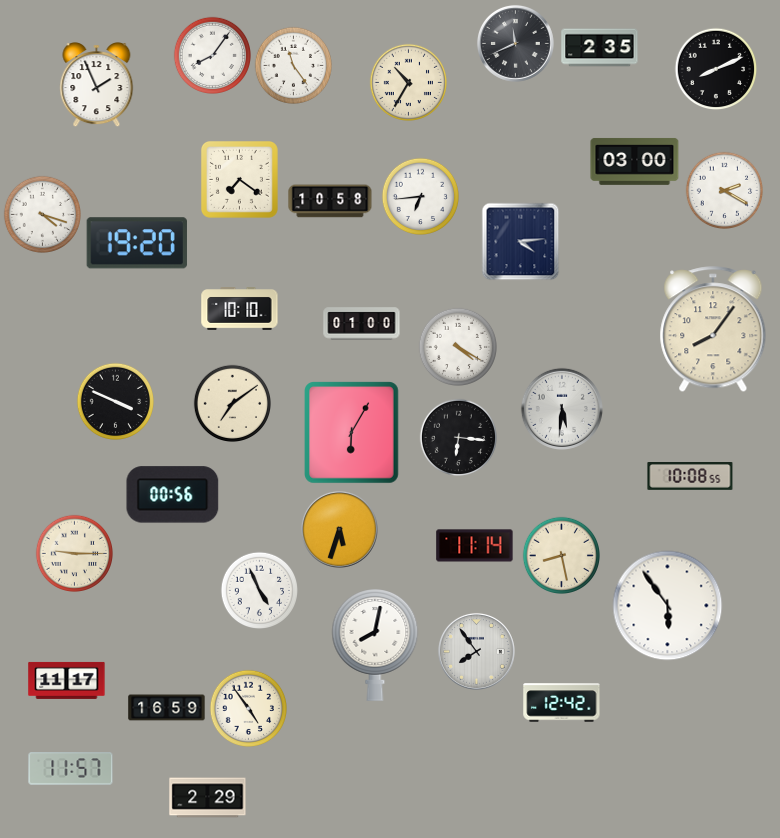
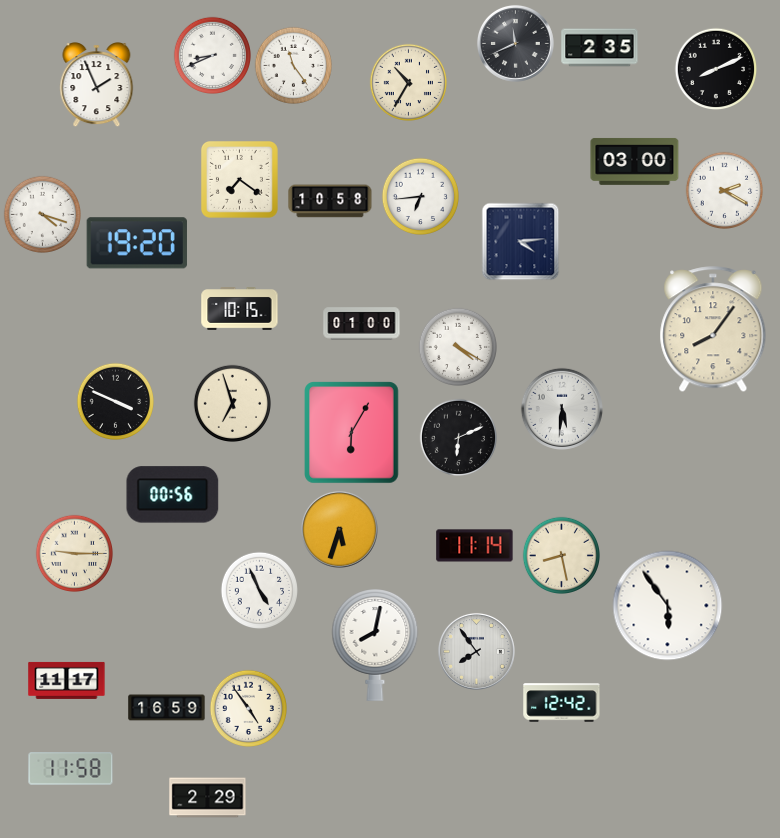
clock at (212, 55): 8:06 -> 8:41
clock at (240, 309): 10:10 -> 10:15
clock at (232, 403): 7:09 -> 6:57
clock at (458, 437): 6:16 -> 6:11
clock at (690, 477): 10:08 -> none
clock at (71, 769): 11:57 -> 11:58
